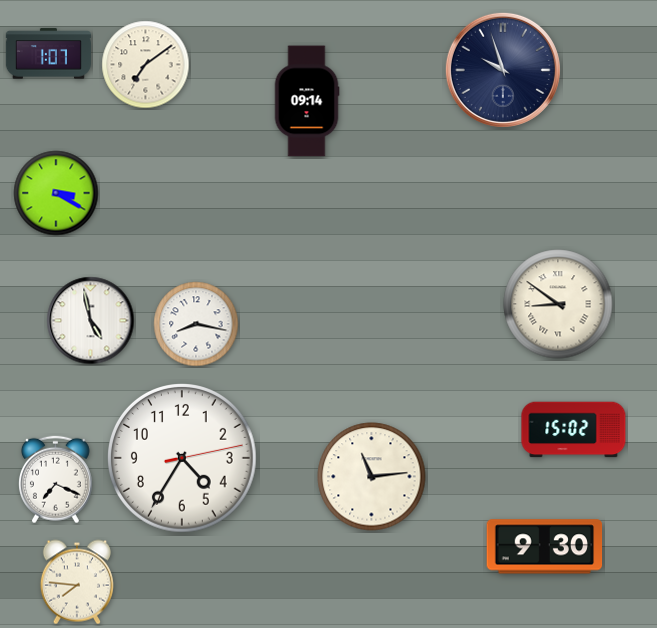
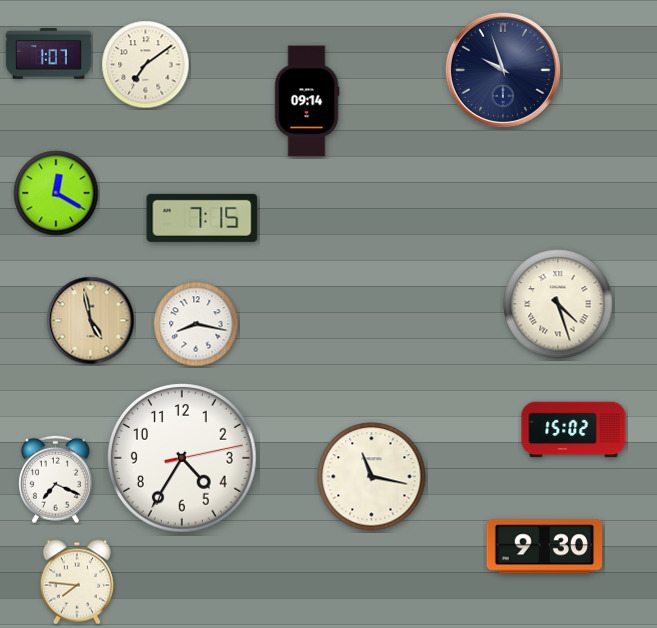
clock at (56, 193): 3:20 -> 12:20
clock at (202, 218): none -> 7:15
clock at (558, 304): 8:51 -> 4:27
clock at (91, 321) dial: white -> champagne
clock at (372, 477): 11:14 -> 11:17
